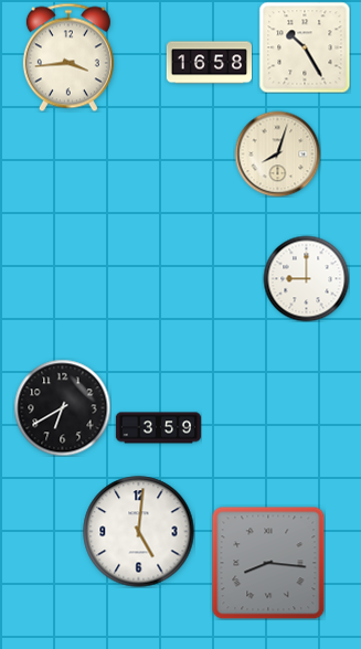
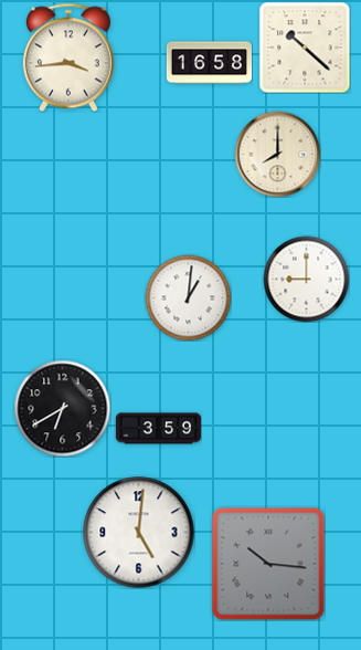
clock at (305, 47): 10:25 -> 10:22
clock at (277, 153): 8:03 -> 8:00
clock at (188, 297): none -> 1:01
clock at (268, 563): 8:16 -> 10:16
